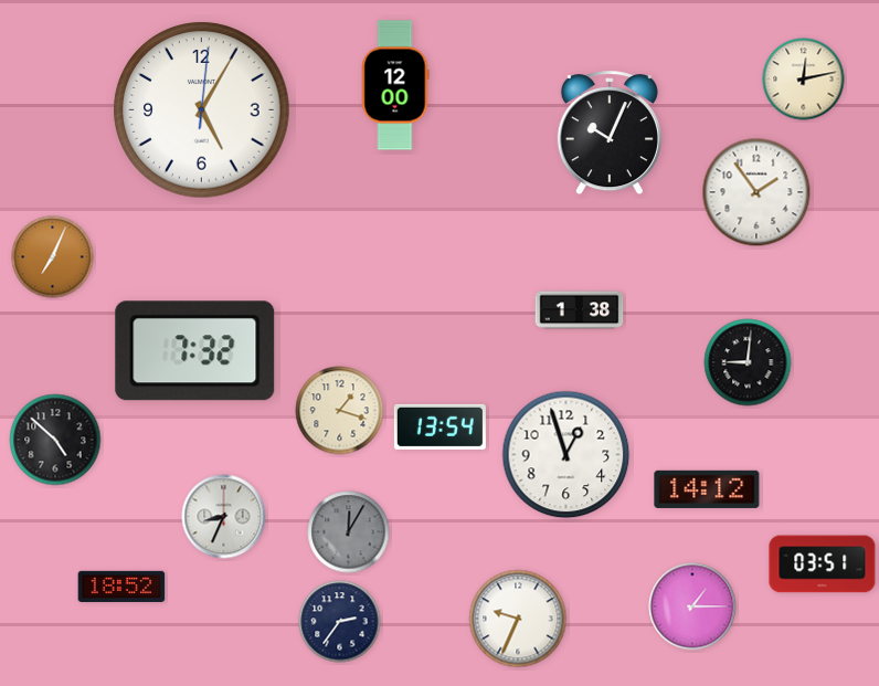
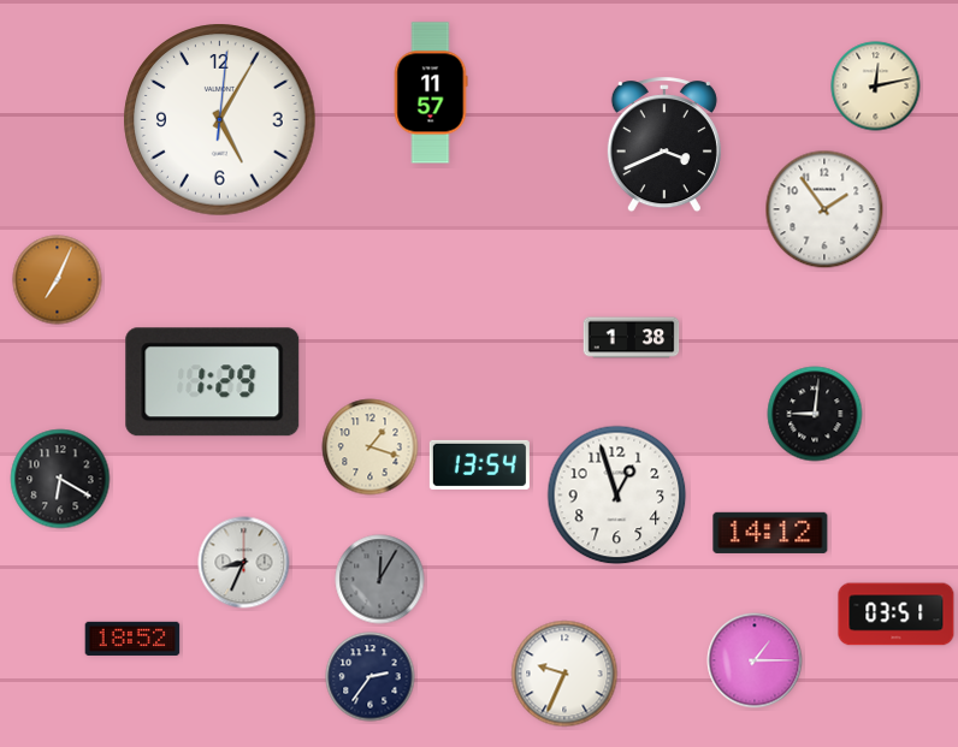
clock at (395, 85): 12:00 -> 11:57
clock at (610, 134): 10:04 -> 3:41
clock at (195, 351): 7:32 -> 1:29
clock at (748, 362) position: (748, 362) -> (815, 414)
clock at (55, 440): 4:52 -> 6:20
